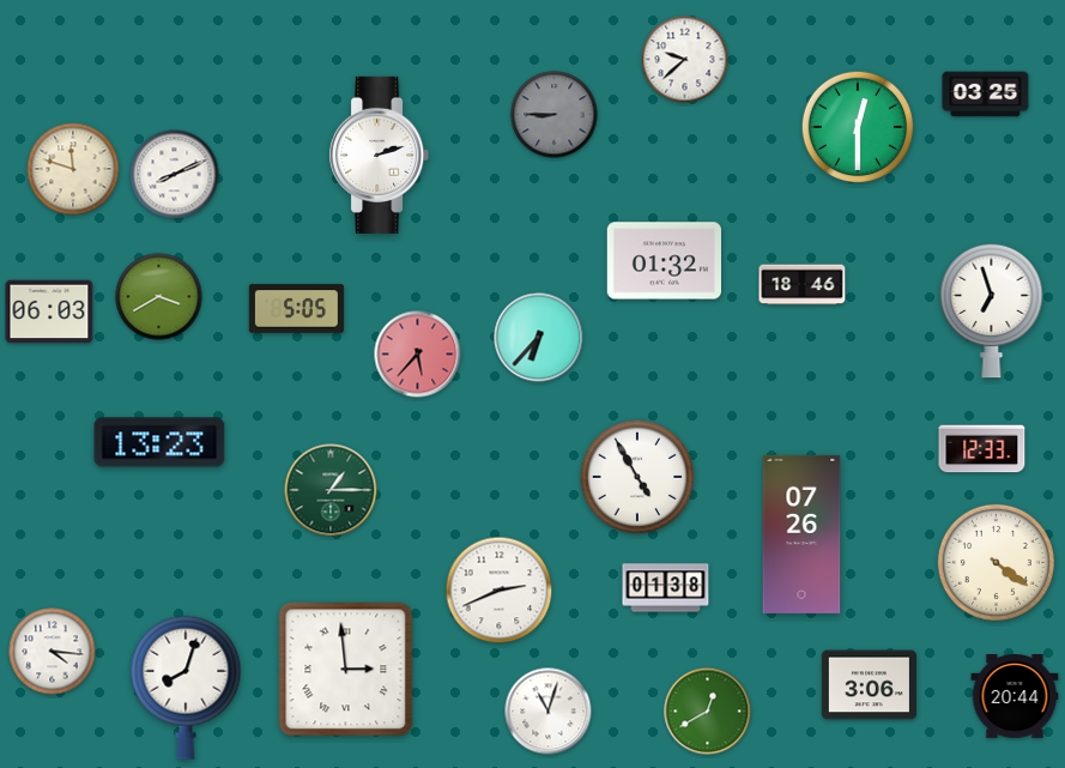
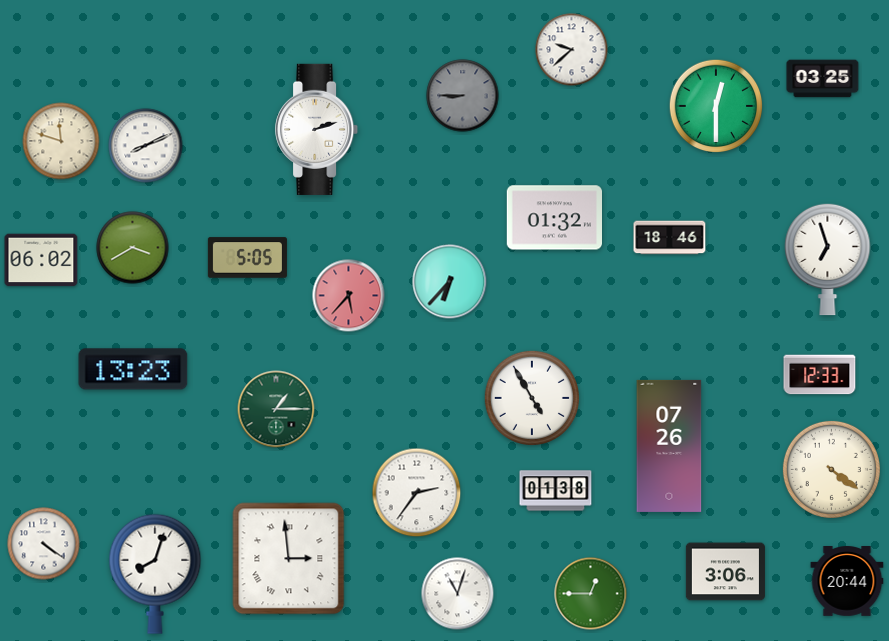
clock at (49, 312): 06:03 -> 06:02
clock at (500, 591): 2:41 -> 2:36
clock at (53, 652): 4:16 -> 4:21
clock at (708, 712): 12:40 -> 12:45
